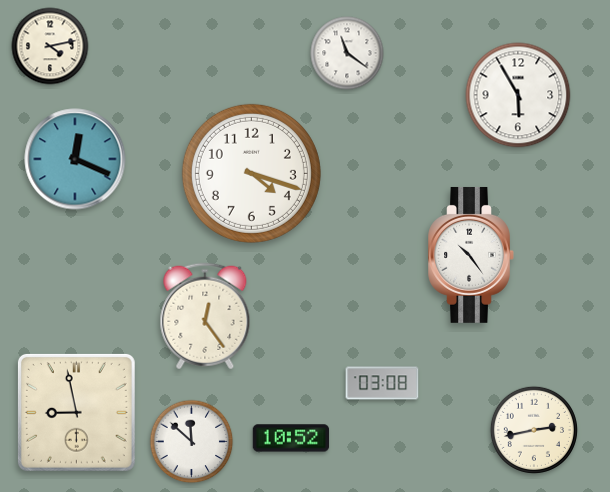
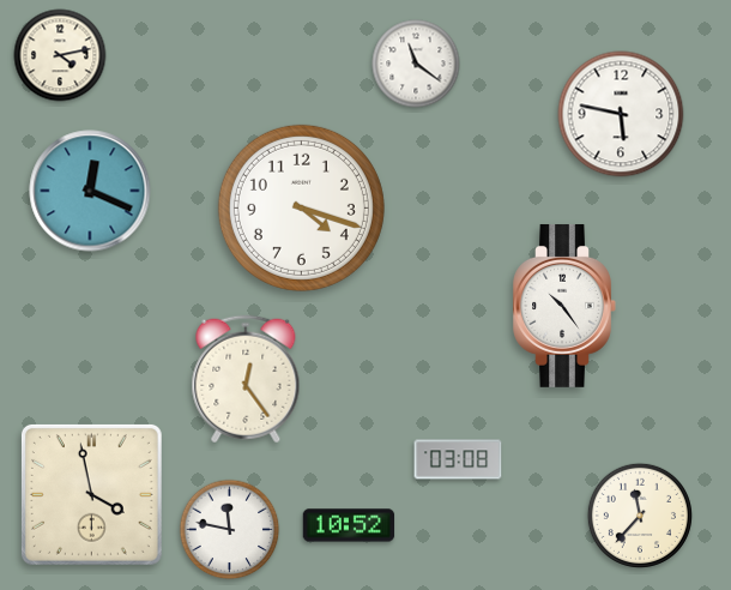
clock at (518, 95): 5:55 -> 5:47
clock at (76, 412): 8:58 -> 3:58
clock at (534, 430): 2:43 -> 11:37
clock at (192, 442): 11:52 -> 11:47
